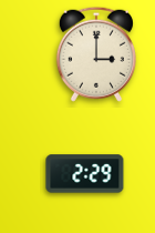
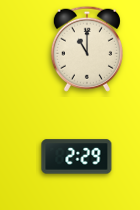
clock at (96, 54): 3:00 -> 11:00
